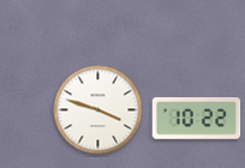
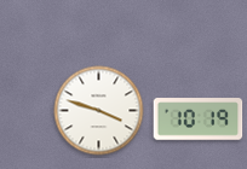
clock at (197, 119): 10:22 -> 10:19
